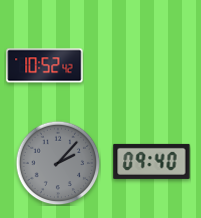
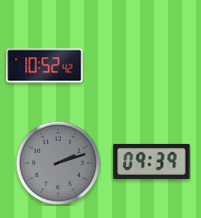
clock at (152, 161): 09:40 -> 09:39
clock at (58, 163): 2:07 -> 2:12
